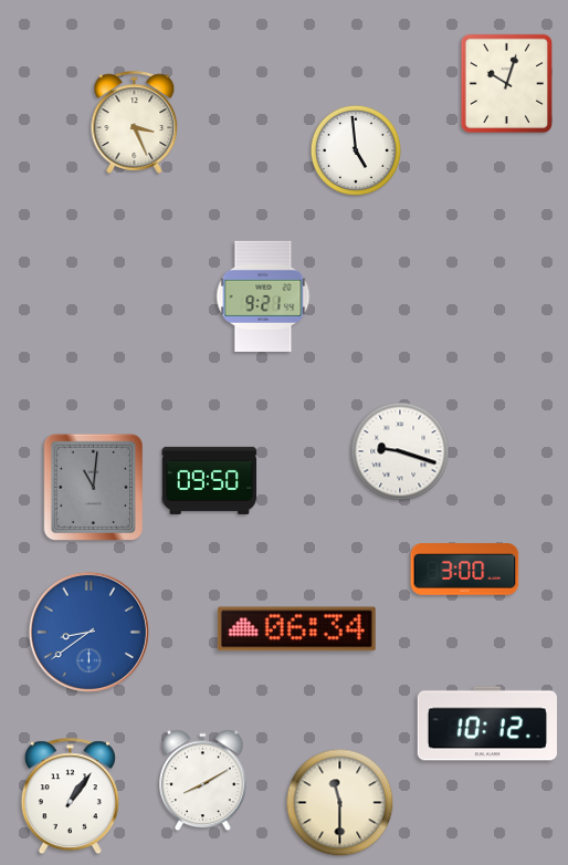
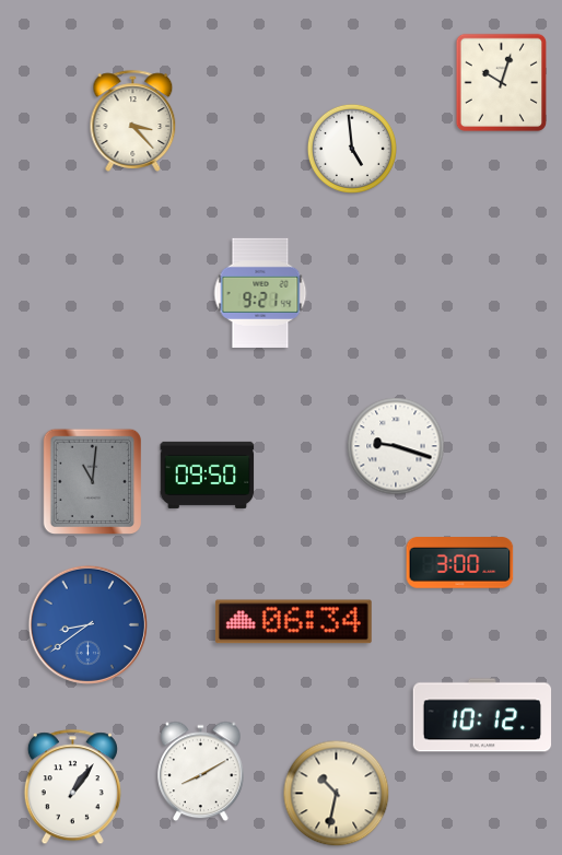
clock at (135, 122): 3:26 -> 3:23
clock at (70, 796) position: (70, 796) -> (72, 787)
clock at (340, 803): 11:30 -> 10:32
